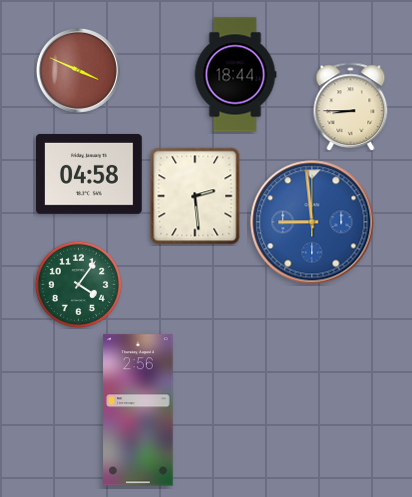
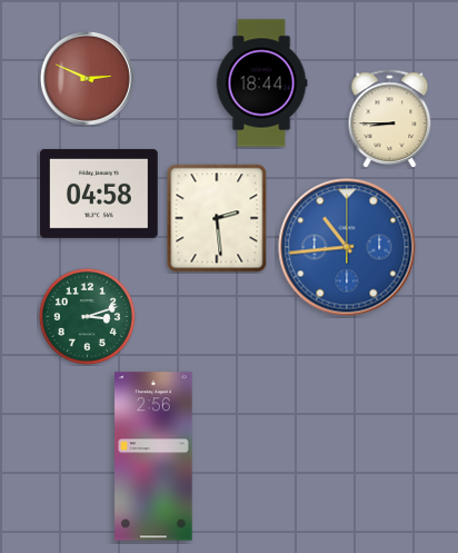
clock at (78, 70): 3:49 -> 2:49
clock at (312, 222): 8:59 -> 10:44
clock at (78, 284): 4:06 -> 3:12
